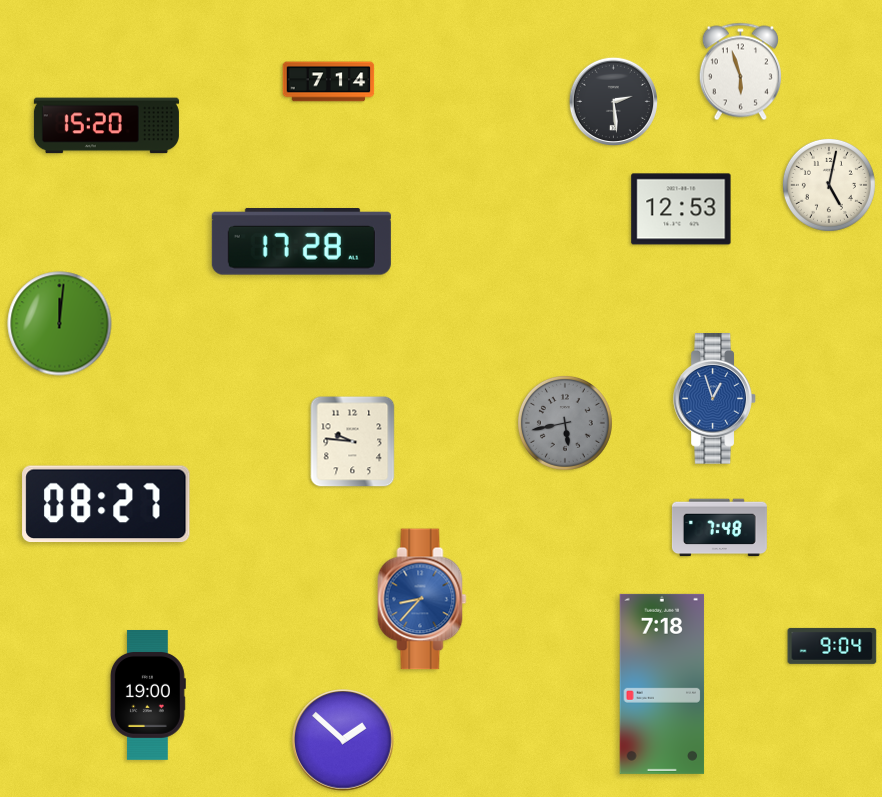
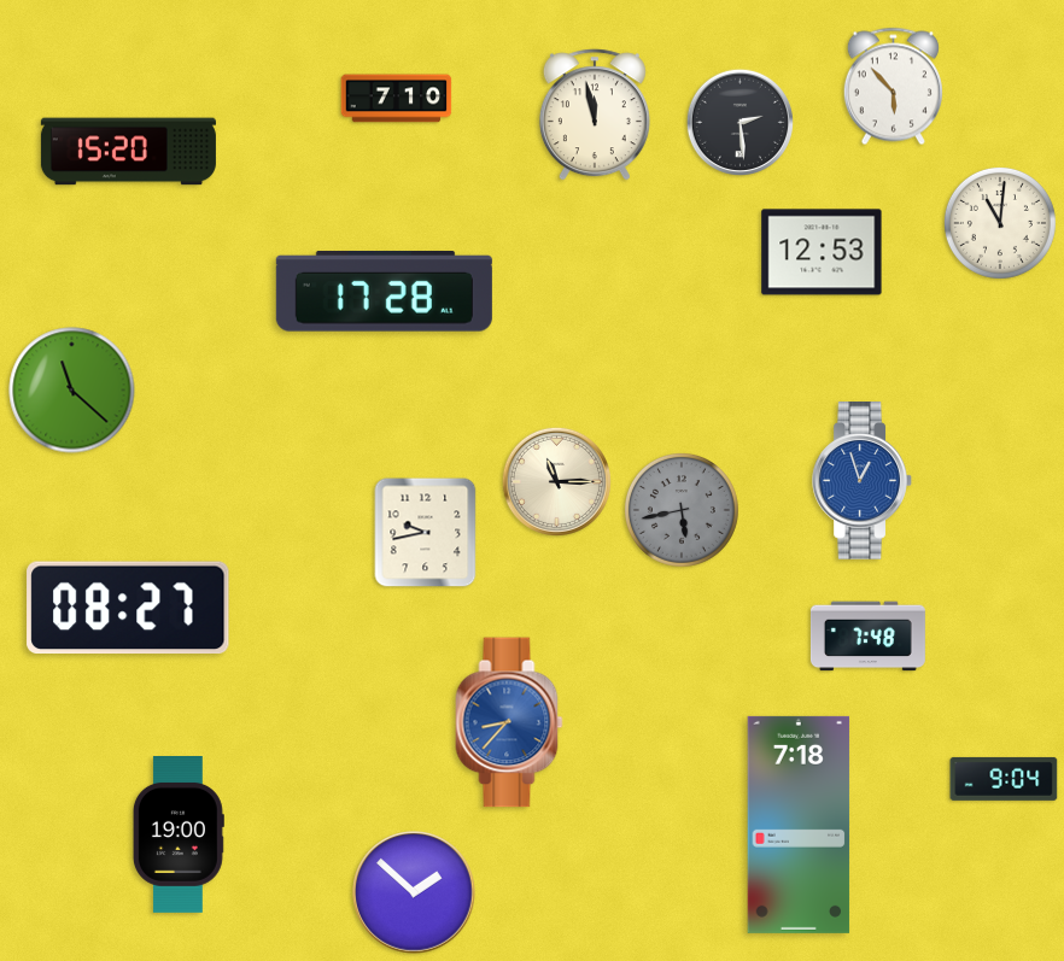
clock at (740, 72): 5:57 -> 5:53
clock at (329, 82): 7:14 -> 7:10
clock at (595, 115): none -> 11:58
clock at (829, 185): 5:02 -> 11:01
clock at (301, 242) position: (301, 242) -> (384, 292)
clock at (60, 324): 12:01 -> 11:22
clock at (556, 481): none -> 11:15
clock at (353, 442): 9:46 -> 9:43
clock at (148, 696) position: (148, 696) -> (179, 836)
